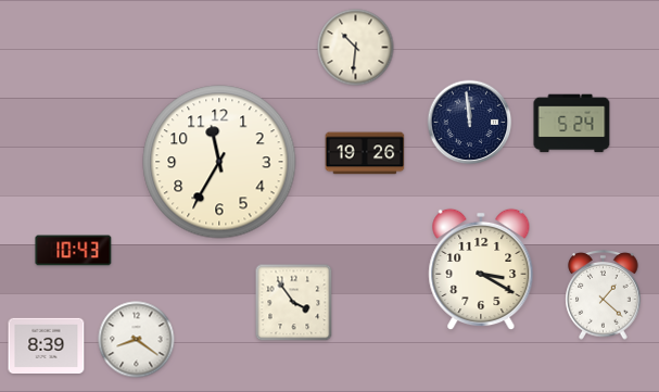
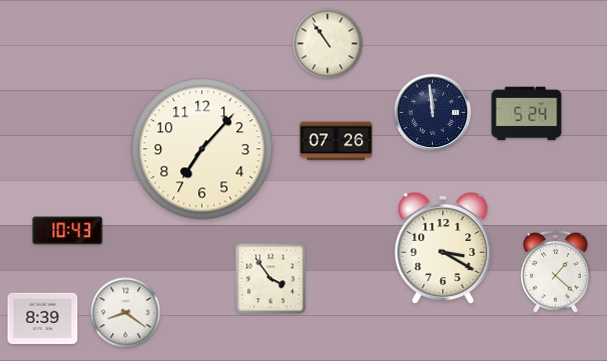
clock at (356, 48): 10:31 -> 10:54
clock at (365, 153): 19:26 -> 07:26
clock at (219, 162): 11:35 -> 7:07
